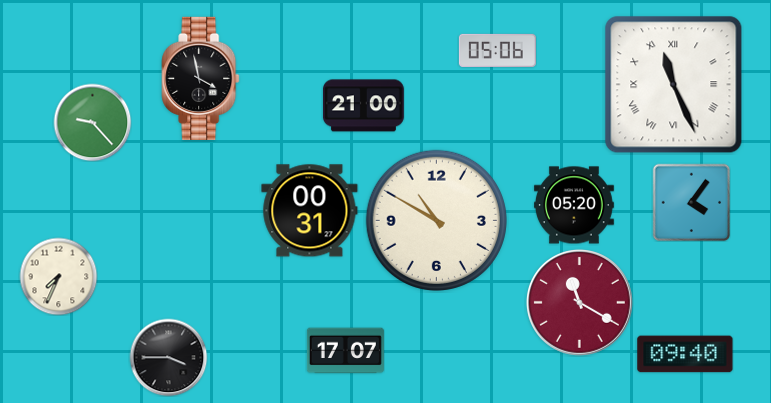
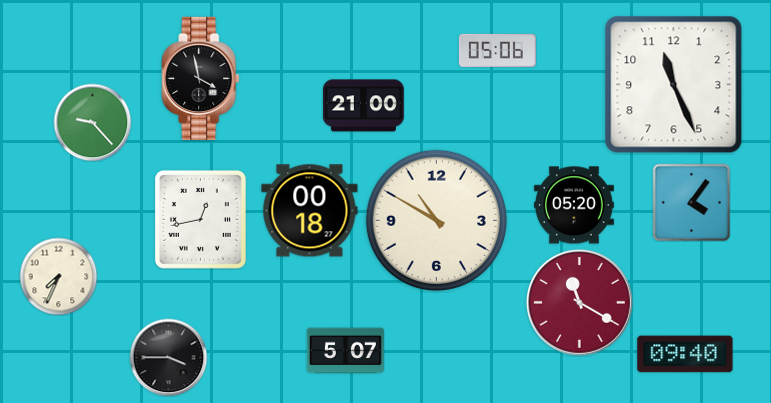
clock at (674, 85) numerals: Roman -> Arabic
clock at (310, 211): 00:31 -> 00:18
clock at (200, 219): none -> 12:43
clock at (345, 351): 17:07 -> 5:07
